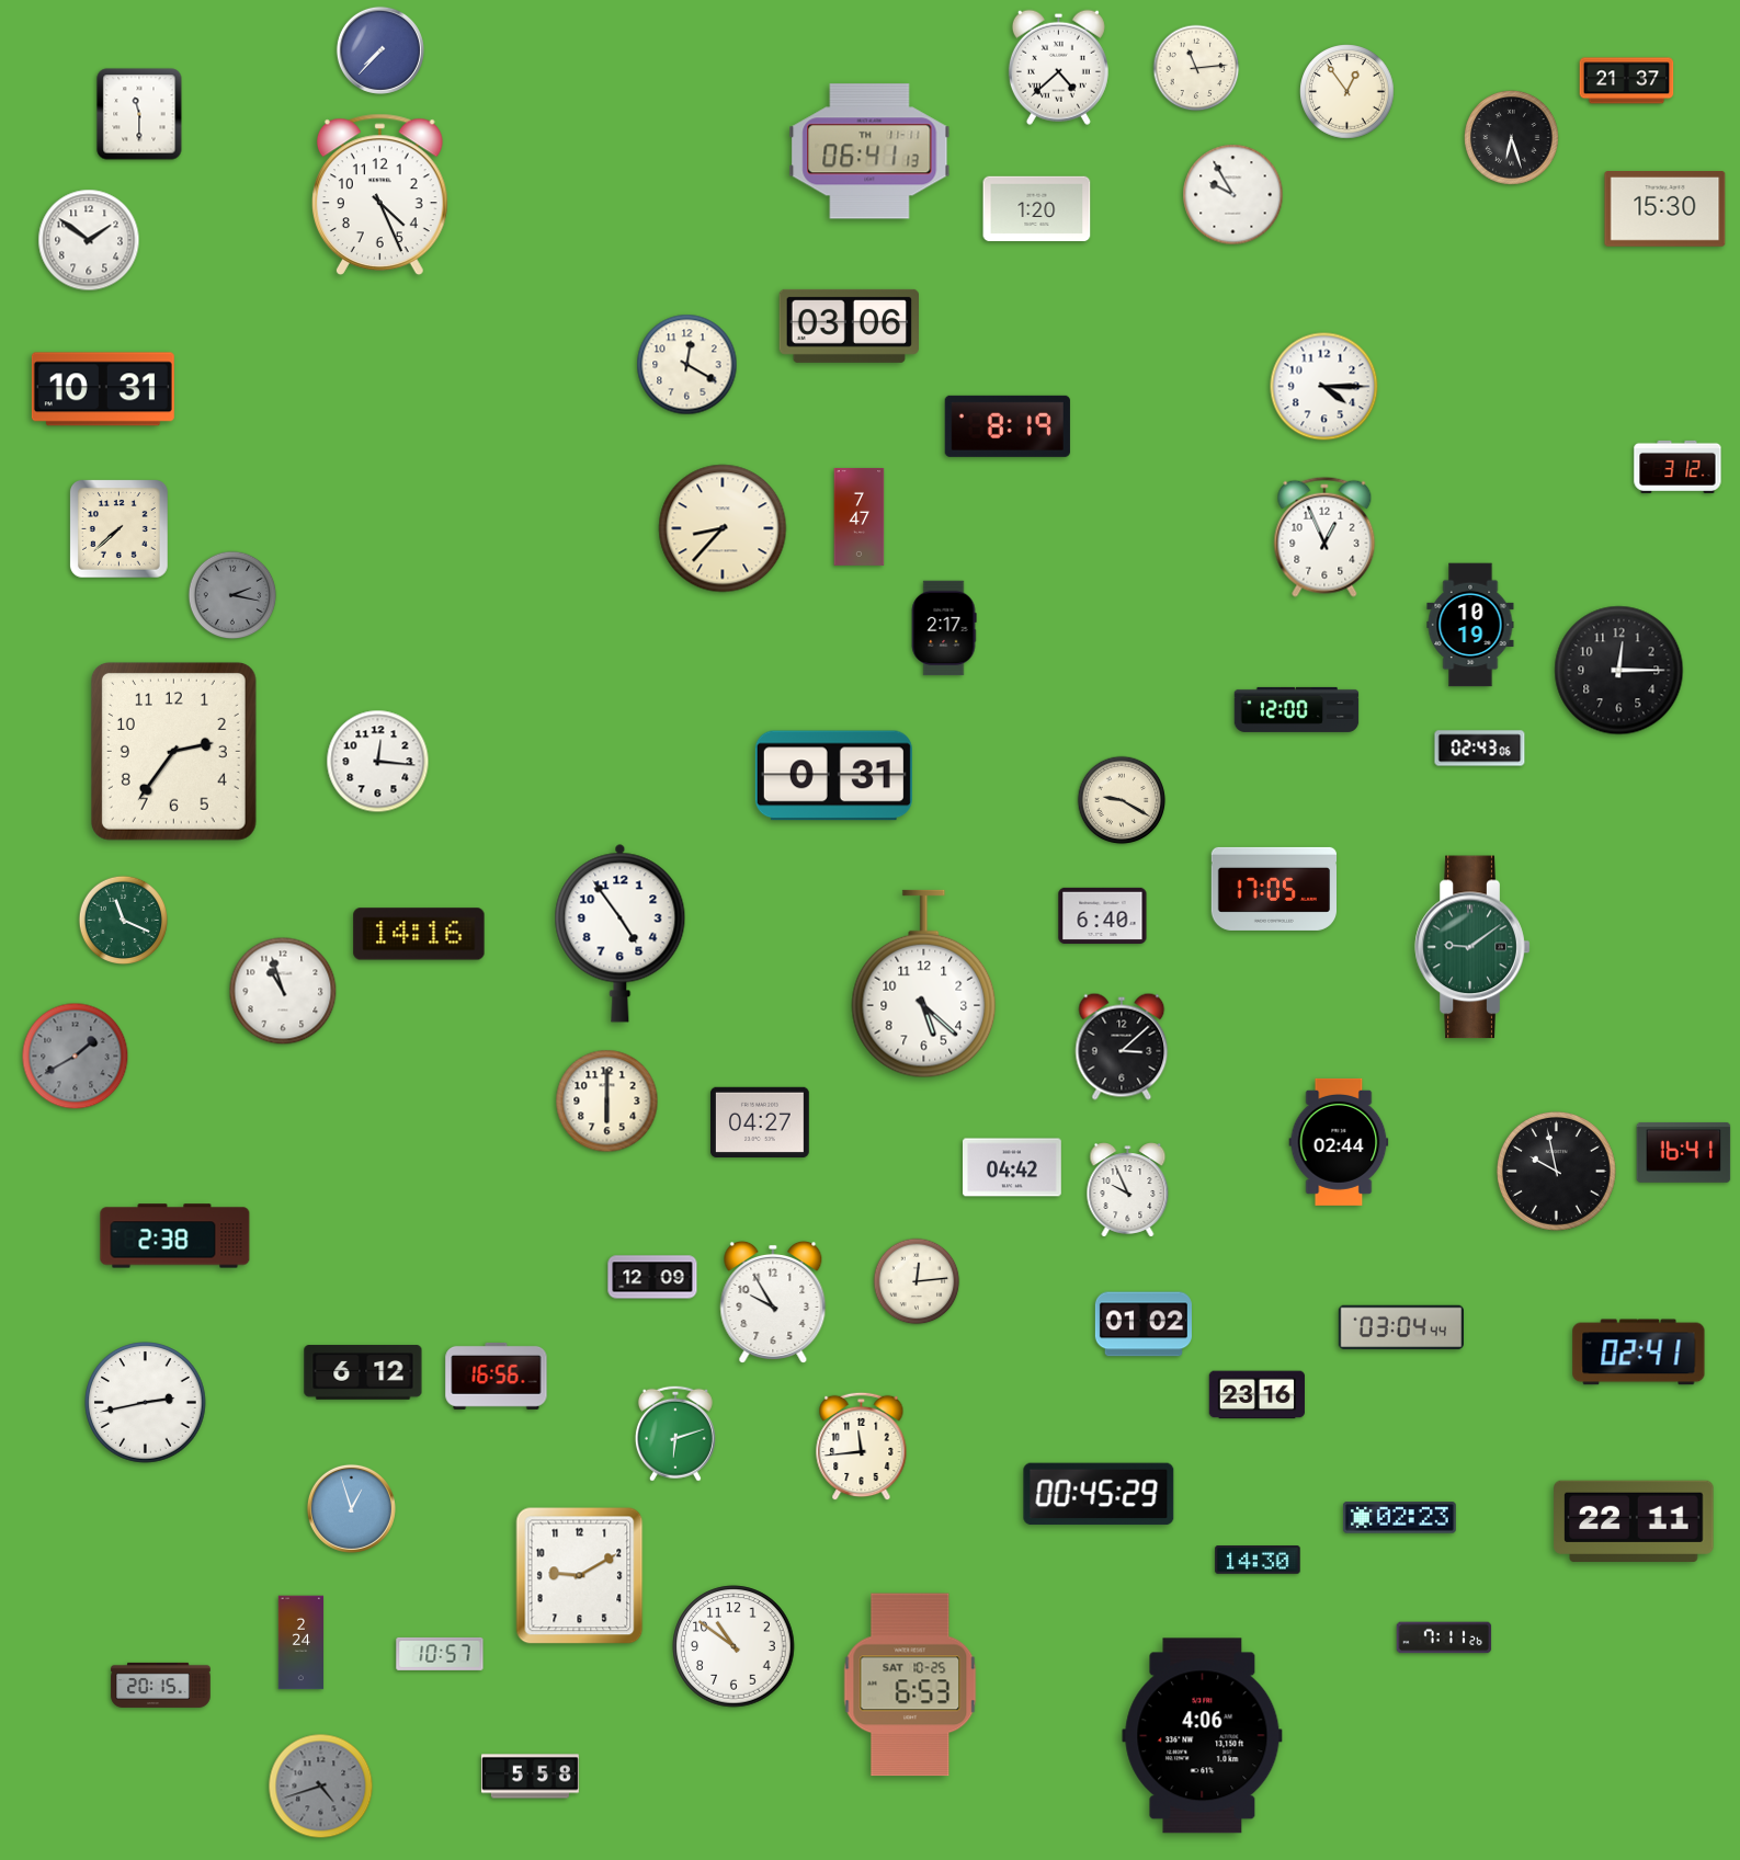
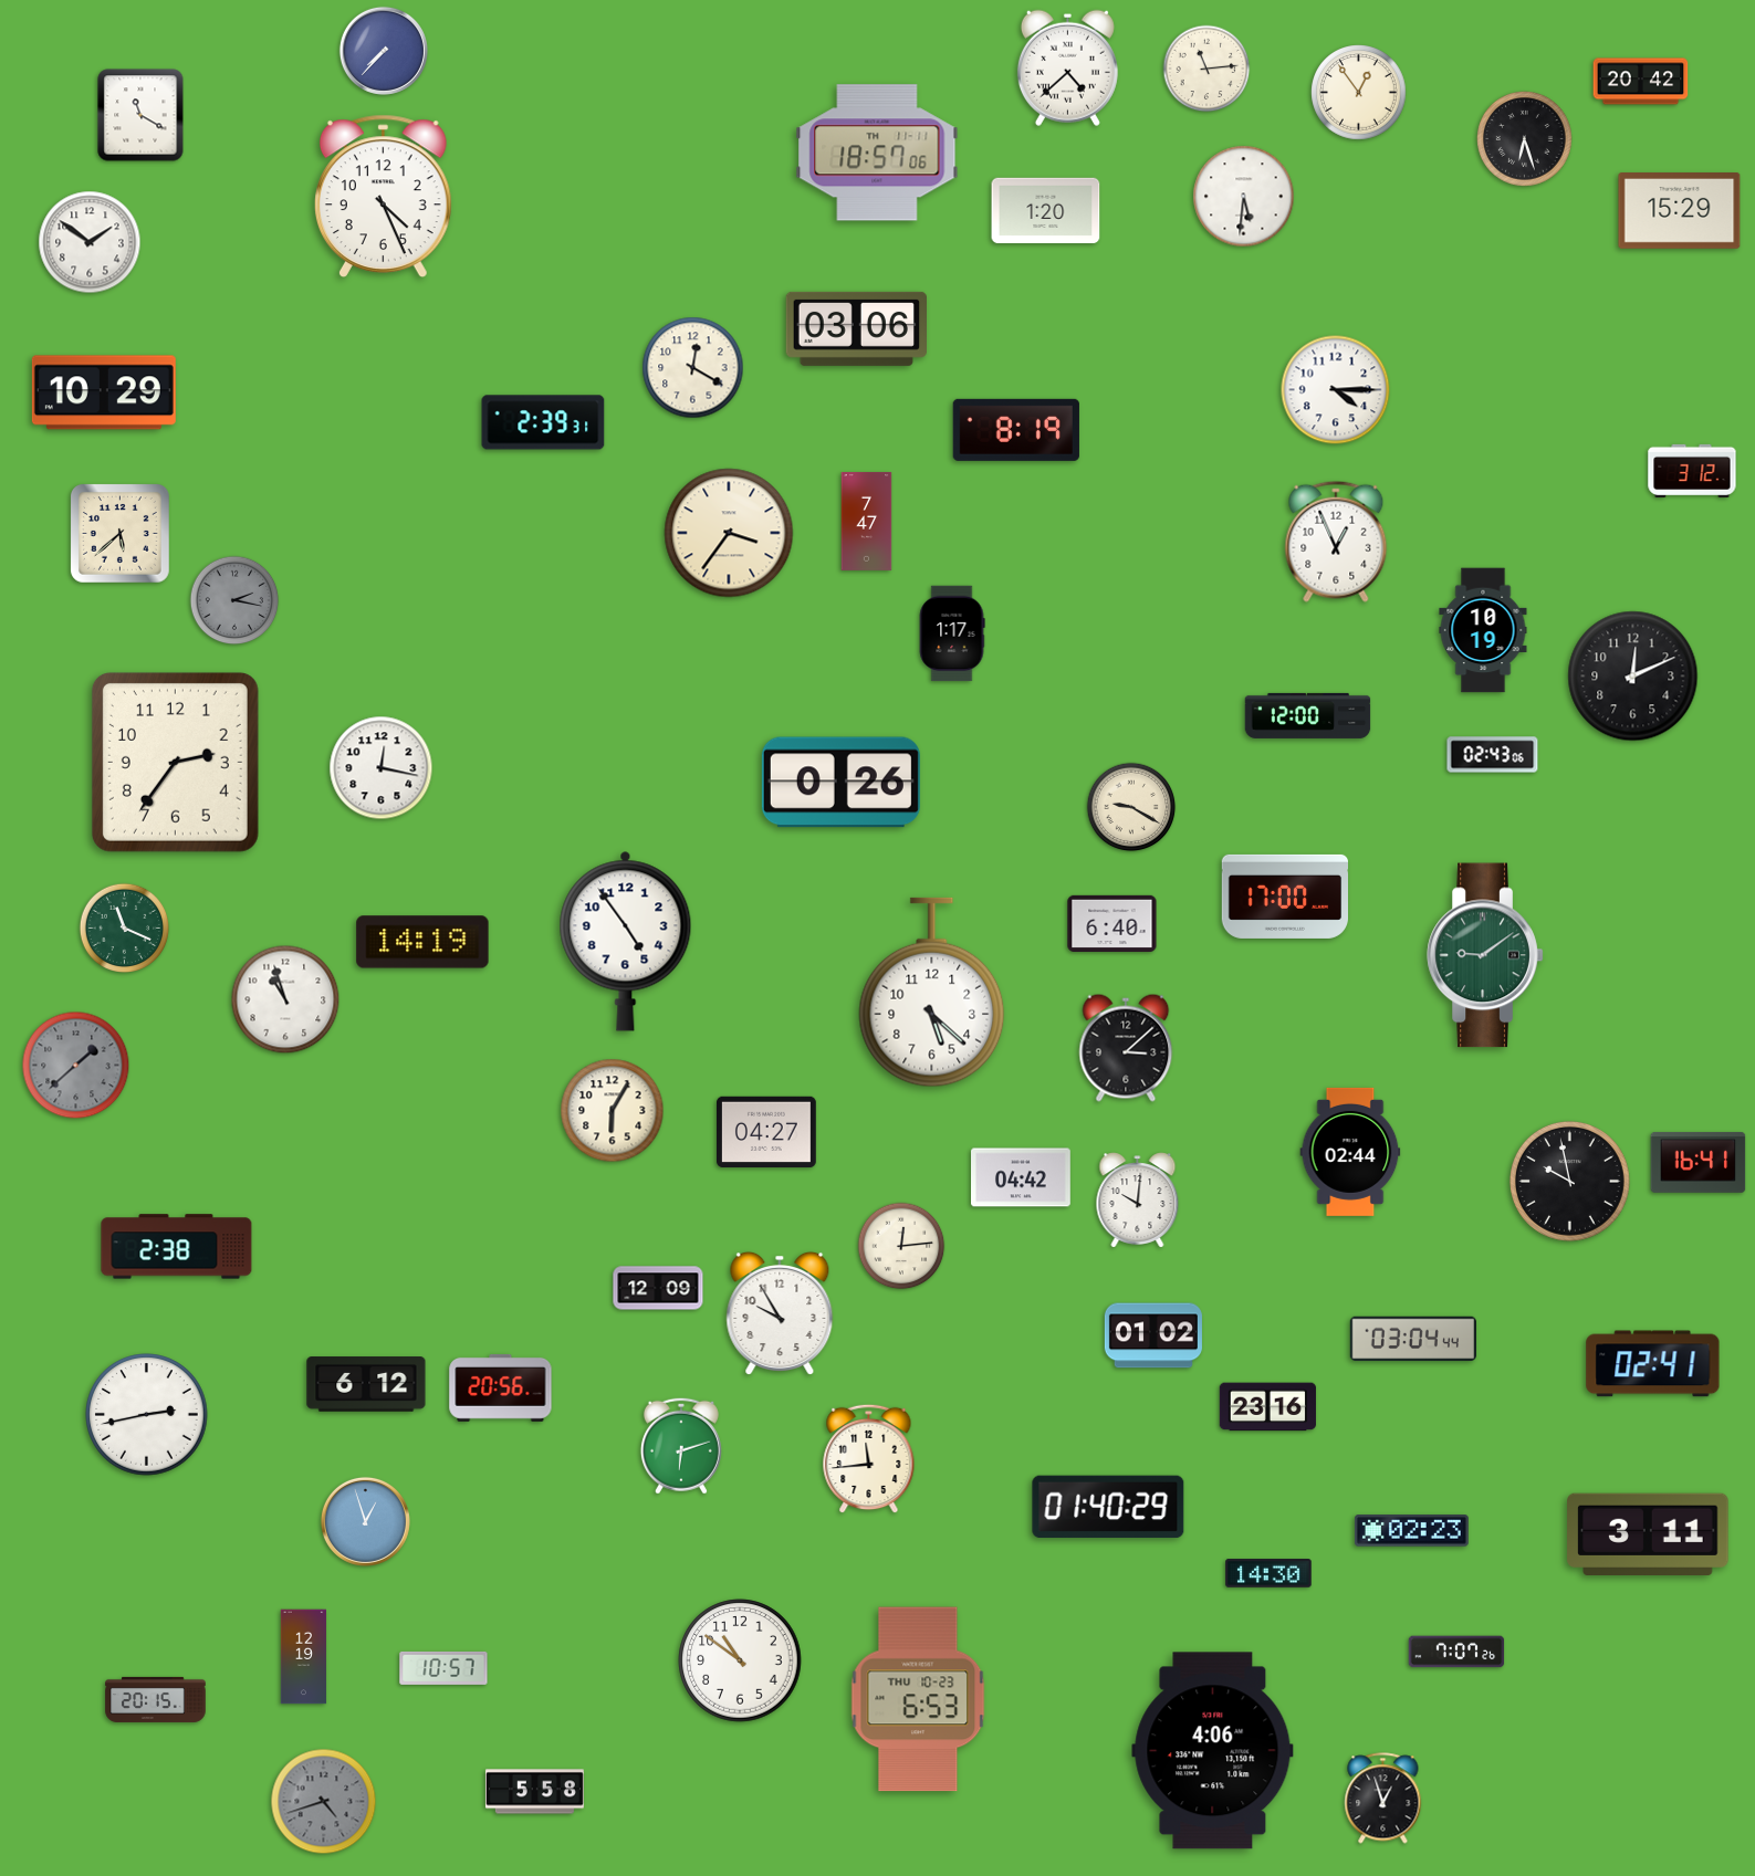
clock at (1627, 81): 21:37 -> 20:42
clock at (139, 114): 11:30 -> 11:20
clock at (869, 151): 06:41 -> 18:57
clock at (1233, 195): 9:55 -> 5:31
clock at (1665, 209): 15:30 -> 15:29
clock at (103, 389): 10:31 -> 10:29
clock at (543, 422): none -> 2:39
clock at (723, 528): 8:37 -> 3:36
clock at (120, 529): 7:38 -> 5:38
clock at (944, 628): 2:17 -> 1:17
clock at (1619, 671): 12:15 -> 12:11
clock at (173, 751) position: (173, 751) -> (175, 762)
clock at (378, 762): 12:16 -> 12:17
clock at (833, 776): 0:31 -> 0:26
clock at (1273, 889): 17:05 -> 17:00
clock at (419, 934): 14:16 -> 14:19
clock at (1122, 1047) position: (1122, 1047) -> (1126, 1048)
clock at (76, 1057): 1:40 -> 1:38
clock at (607, 1102): 6:00 -> 6:05
clock at (1128, 1190): 9:56 -> 10:01
clock at (917, 1281) position: (917, 1281) -> (901, 1246)
clock at (497, 1376): 16:56 -> 20:56
clock at (1099, 1494): 00:45 -> 01:40
clock at (351, 1508) position: (351, 1508) -> (365, 1521)
clock at (1634, 1520): 22:11 -> 3:11
clock at (580, 1576): 9:10 -> none
clock at (1444, 1638): 7:11 -> 7:07
clock at (302, 1643): 2:24 -> 12:19
clock at (161, 1685) position: (161, 1685) -> (156, 1699)
clock at (910, 1685) date: SAT 10-25 -> THU 10-23
clock at (1383, 1799): none -> 12:57
